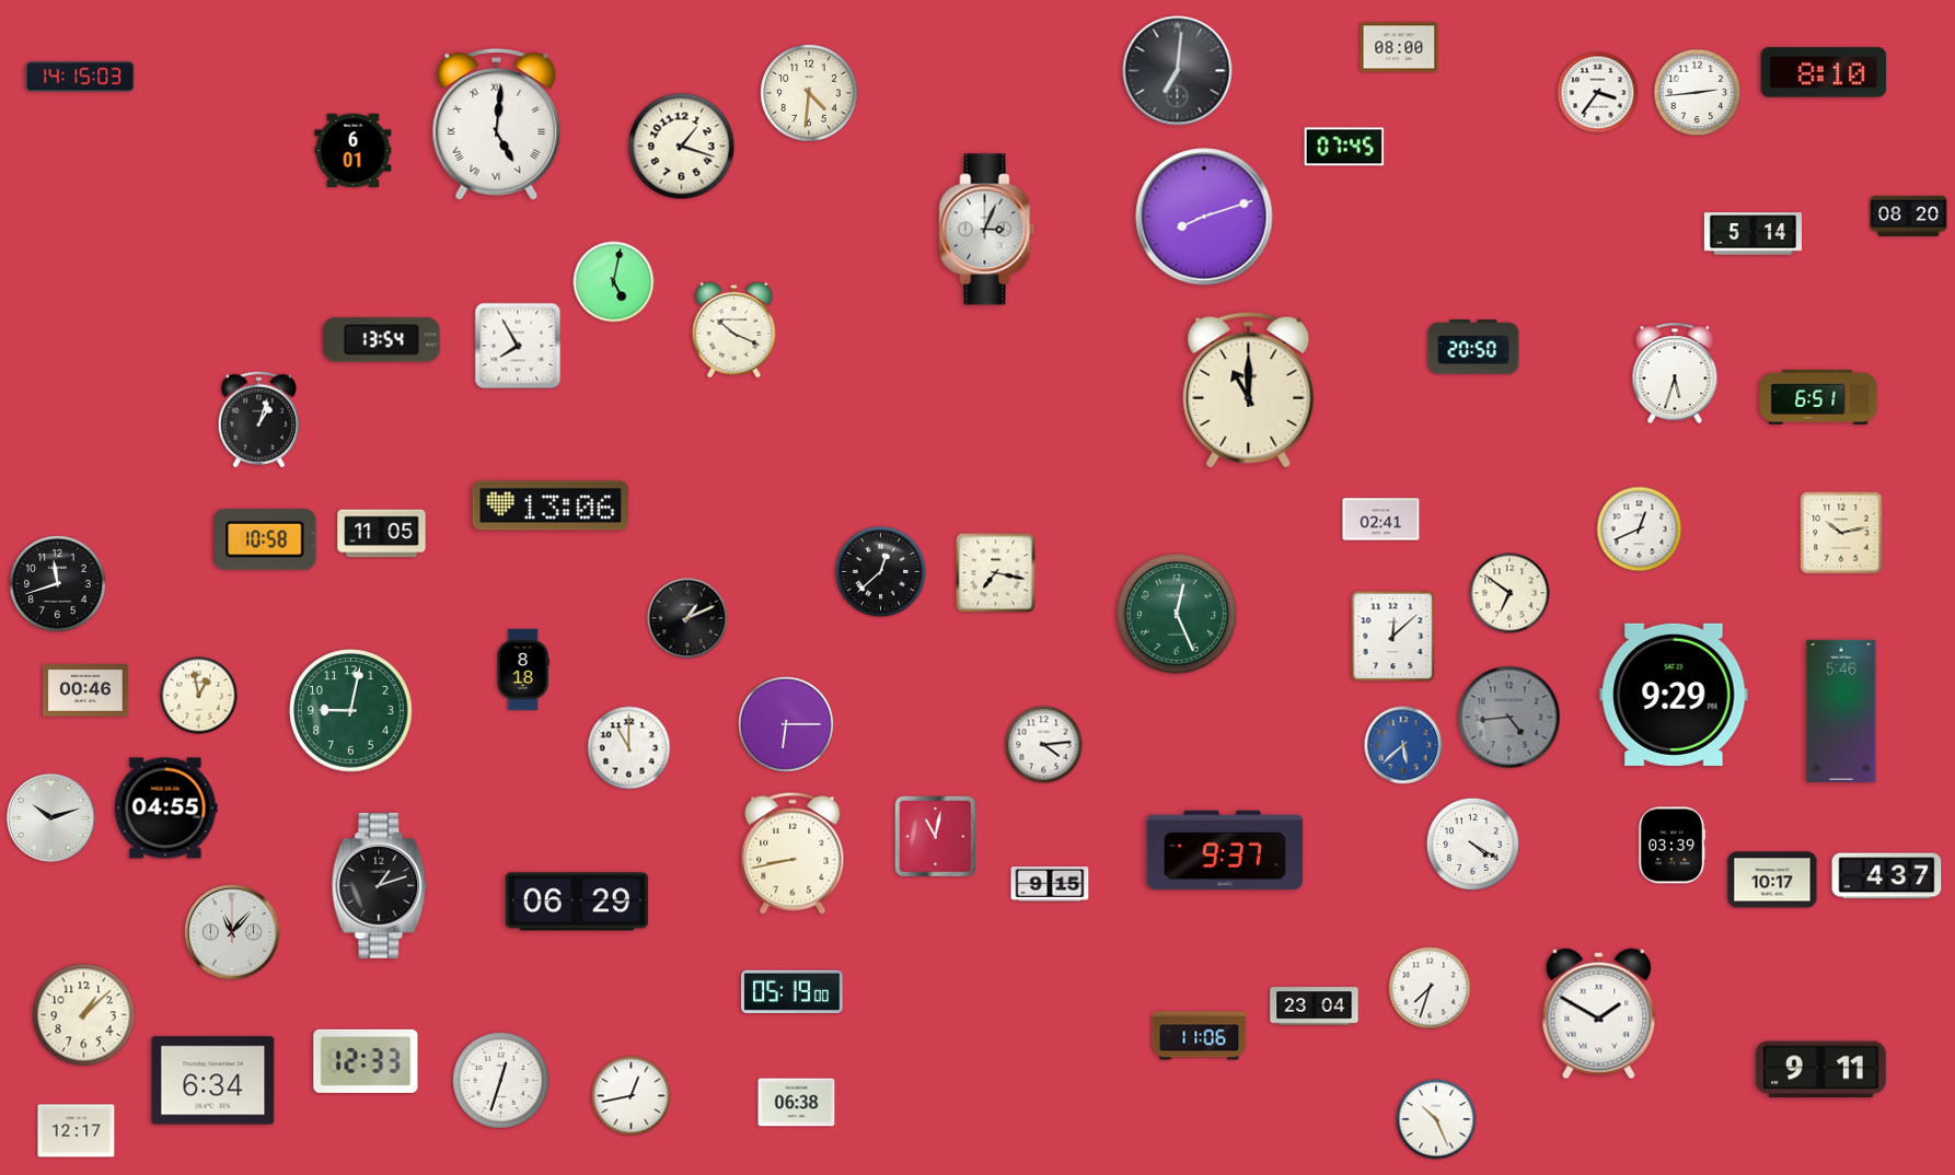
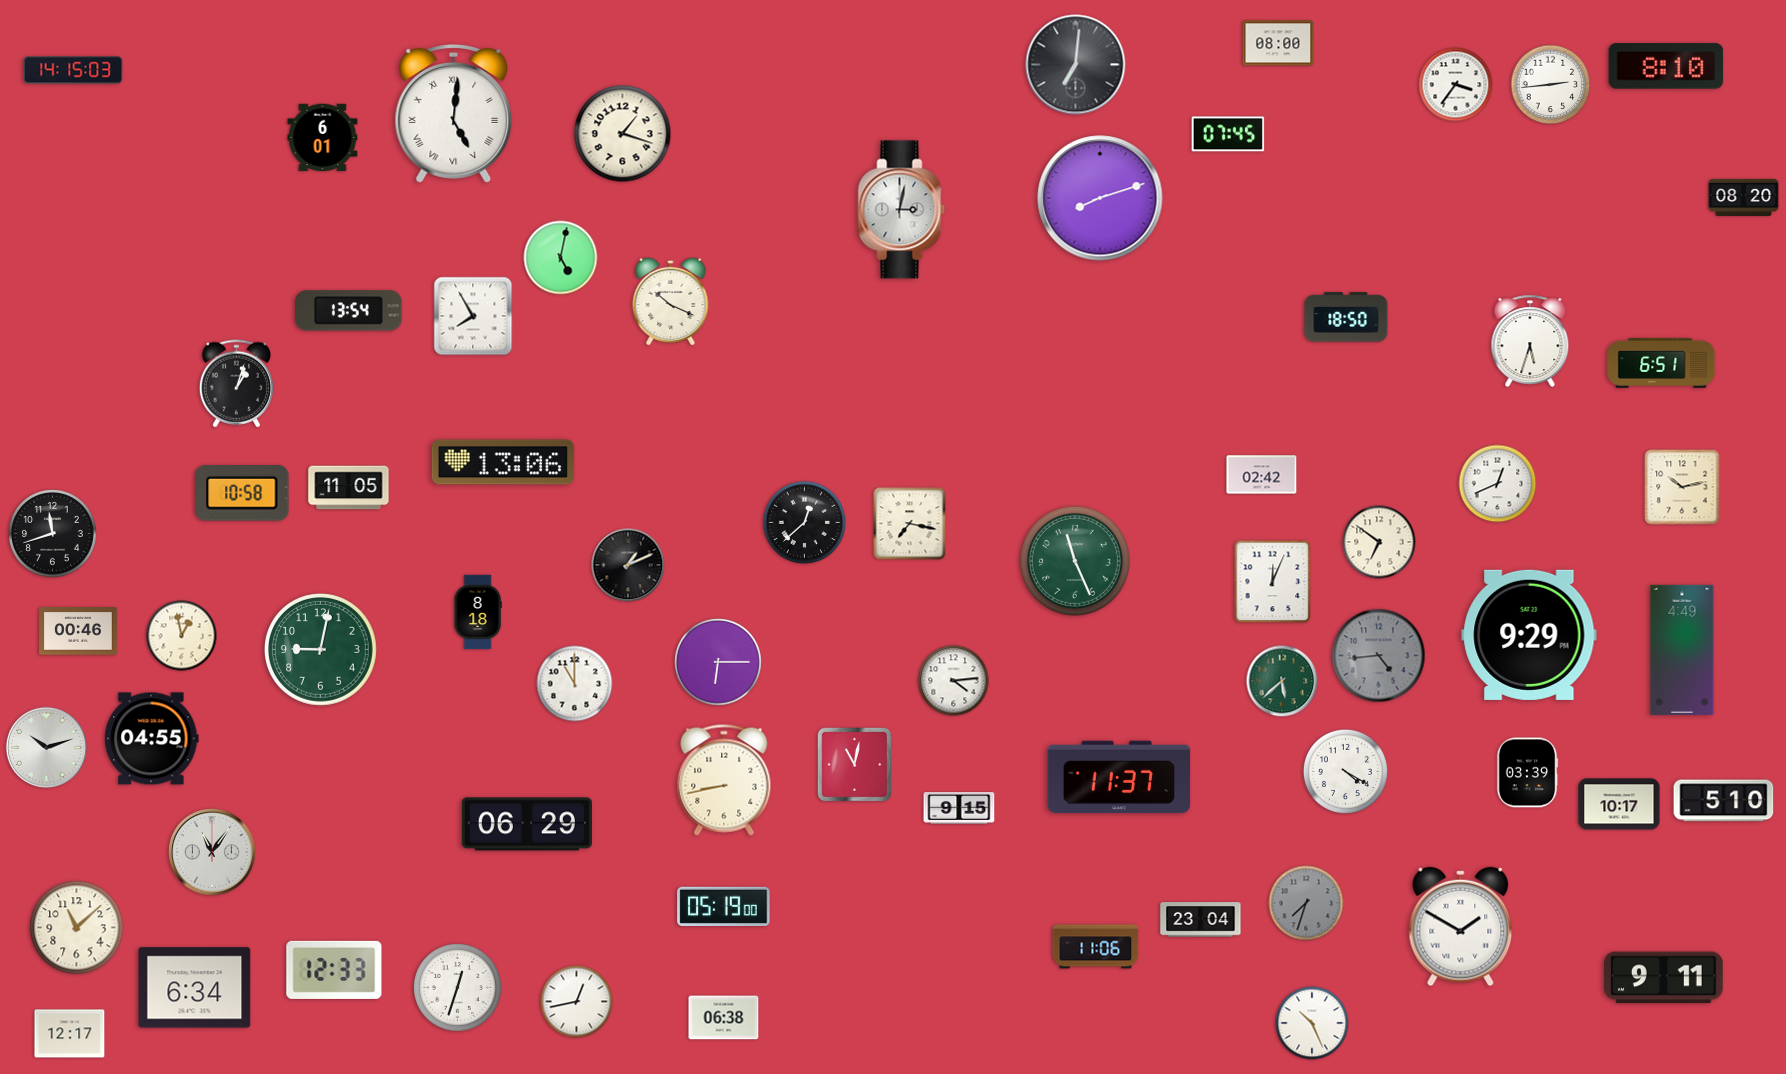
clock at (809, 93): 4:31 -> none
clock at (1598, 93) position: (1598, 93) -> (1456, 85)
clock at (987, 230): 3:04 -> 3:02
clock at (1752, 234): 5:14 -> none
clock at (1473, 347): 20:50 -> 18:50
clock at (1249, 389): 11:00 -> none
clock at (1381, 520): 02:41 -> 02:42
clock at (1177, 614): 12:26 -> 11:26
clock at (1393, 637): 12:08 -> 12:04
clock at (1841, 711): 5:46 -> 4:49
clock at (1403, 745) dial: blue -> green
clock at (1225, 850): 9:37 -> 11:37
clock at (1887, 876): 4:37 -> 5:10
clock at (380, 886): 1:12 -> none
clock at (233, 933): 11:07 -> 11:06
clock at (1430, 988) dial: white -> grey
clock at (84, 1015): 1:08 -> 11:08
clock at (797, 1103) position: (797, 1103) -> (724, 1018)
